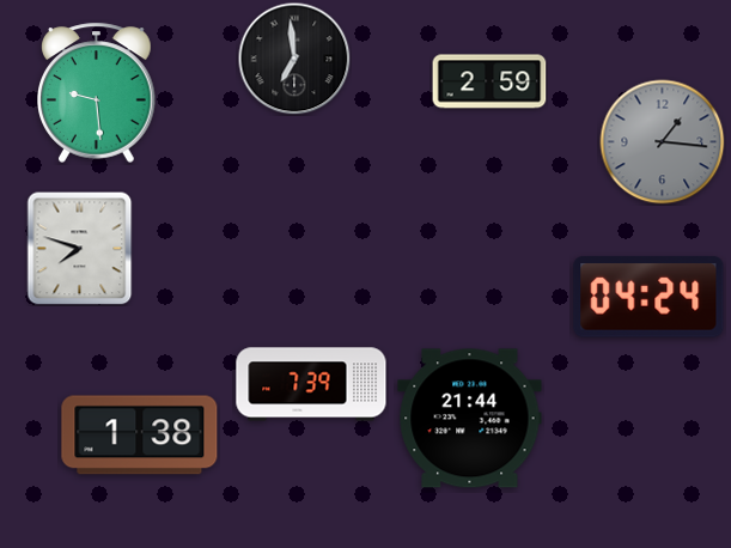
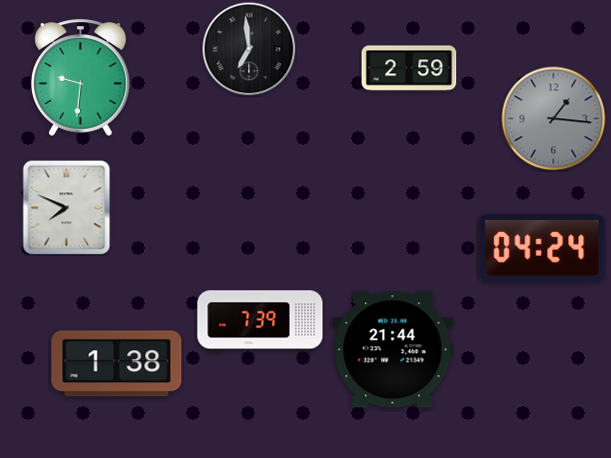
clock at (294, 59) position: (294, 59) -> (249, 49)
clock at (97, 92): 9:29 -> 9:31
clock at (80, 248): 7:48 -> 7:49
